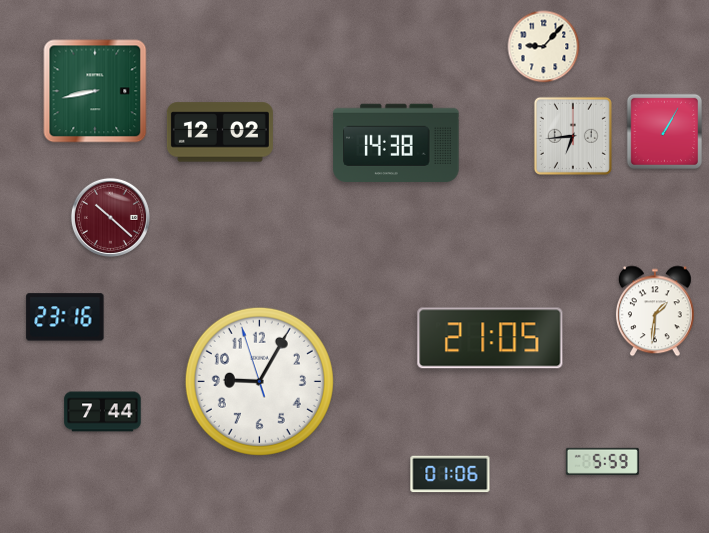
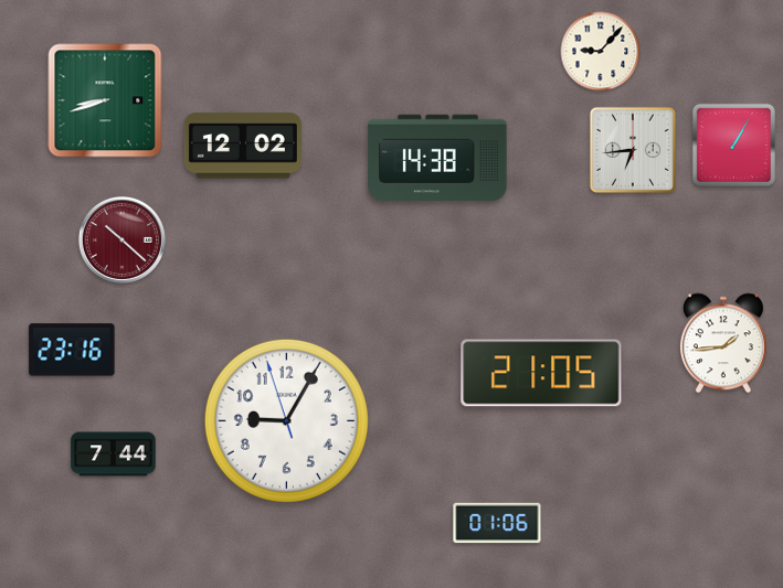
clock at (95, 91): 8:43 -> 8:42
clock at (655, 311): 1:31 -> 1:44
clock at (602, 461): 5:59 -> none
